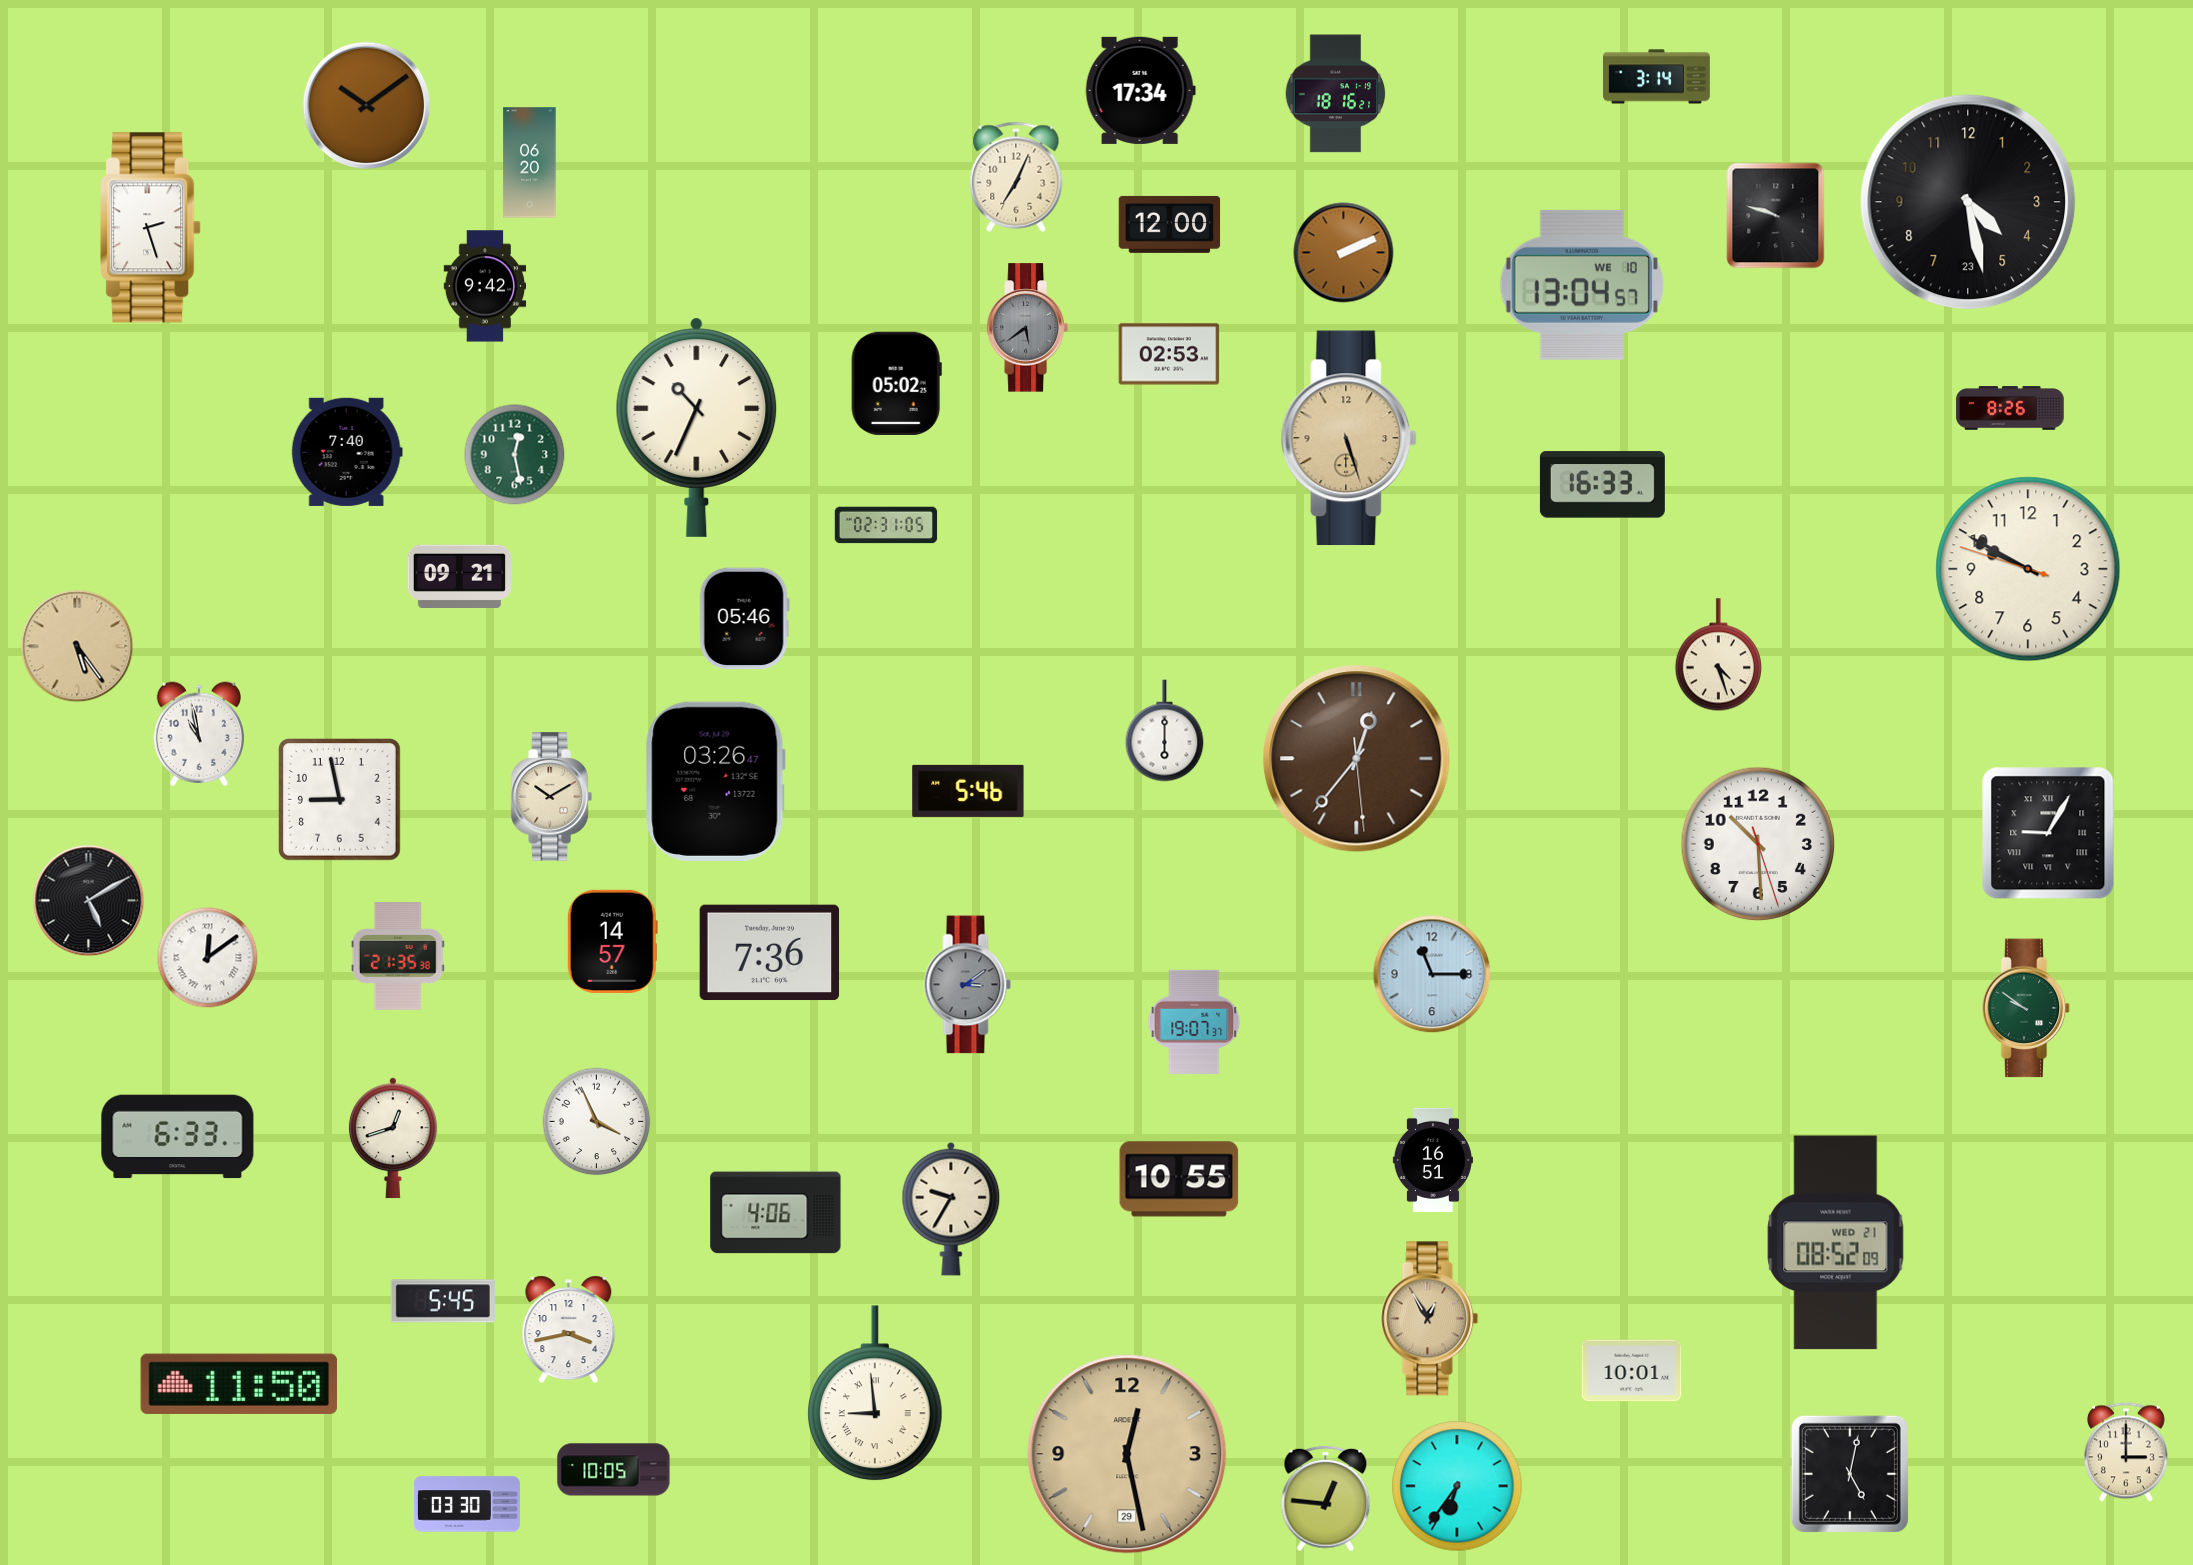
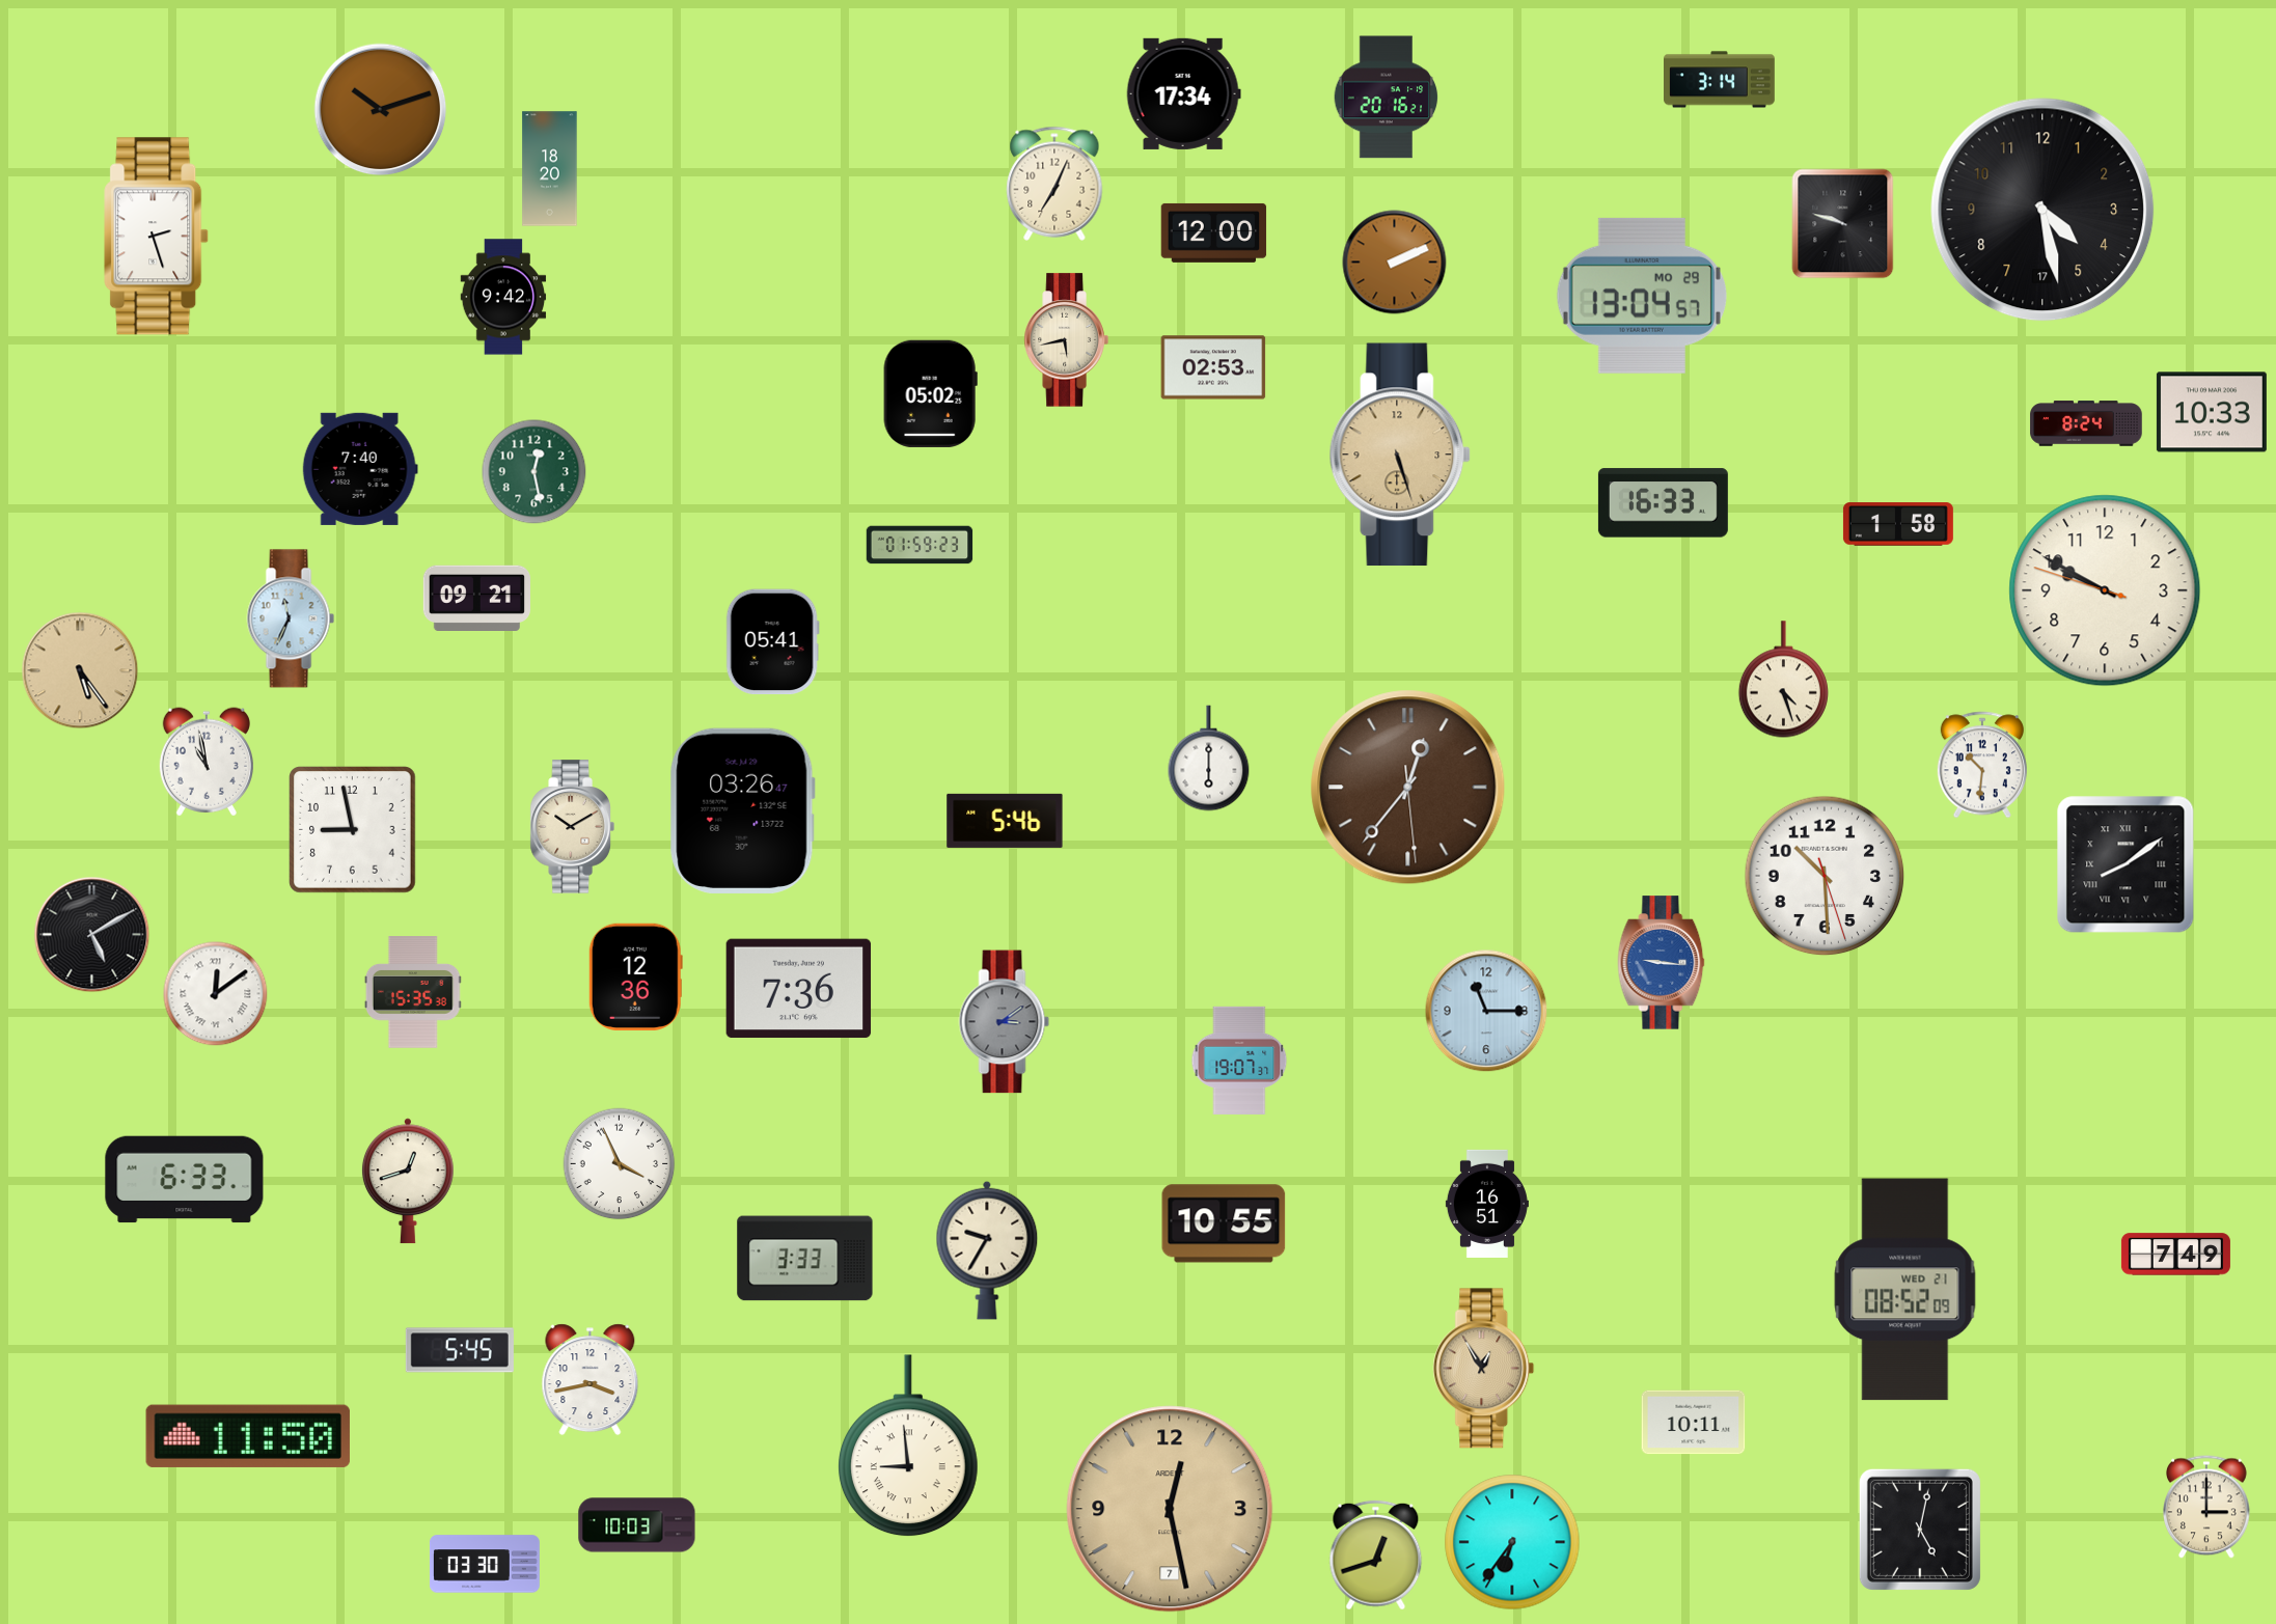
clock at (1336, 94): 18:16 -> 20:16
clock at (367, 106): 10:09 -> 10:12
clock at (530, 163): 06:20 -> 18:20
clock at (1968, 202) date: 23 -> 17
clock at (1582, 285) date: WE 10 -> MO 29
clock at (1027, 328): 5:39 -> 5:43
clock at (1027, 328) dial: grey -> cream
clock at (896, 383) position: (896, 383) -> (930, 393)
clock at (2212, 412): none -> 10:33
clock at (2010, 408): 8:26 -> 8:24
clock at (697, 427): 10:34 -> none
clock at (1898, 524): none -> 1:58
clock at (886, 525): 02:31 -> 01:59
clock at (291, 618): none -> 11:34
clock at (744, 619): 05:46 -> 05:41
clock at (1982, 765): none -> 10:31
clock at (2048, 833): 9:05 -> 8:09
clock at (1662, 963): none -> 9:16
clock at (612, 941): 14:57 -> 12:36
clock at (398, 956): 21:35 -> 15:35
clock at (2026, 1008): 9:51 -> none
clock at (951, 1209) position: (951, 1209) -> (987, 1250)
clock at (2175, 1255): none -> 7:49
clock at (776, 1213): 4:06 -> 3:33
clock at (1632, 1371): 10:01 -> 10:11
clock at (1127, 1454) date: 29 -> 7
clock at (614, 1470): 10:05 -> 10:03
clock at (1326, 1499): 12:46 -> 12:42
clock at (467, 1504) position: (467, 1504) -> (485, 1564)
